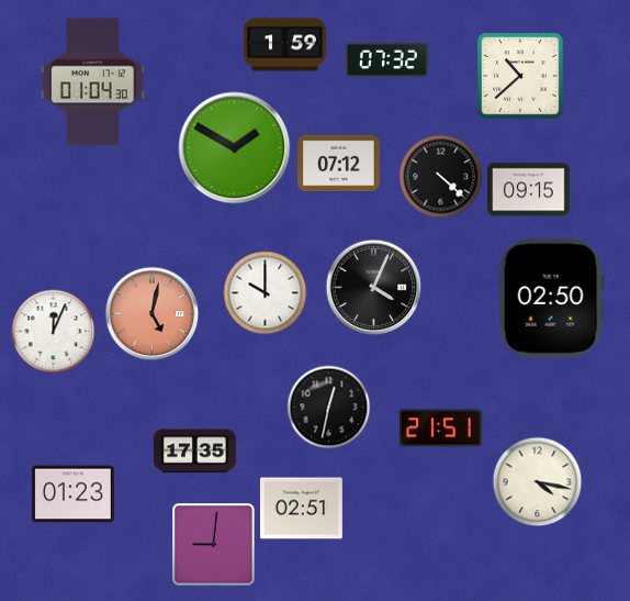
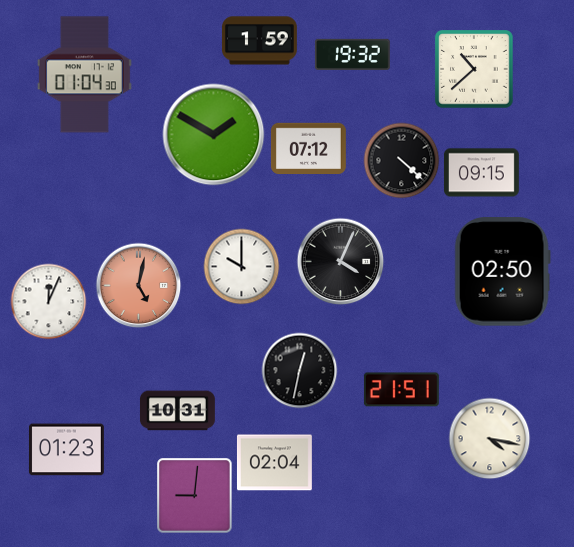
clock at (386, 59): 07:32 -> 19:32
clock at (194, 452): 17:35 -> 10:31
clock at (301, 509): 02:51 -> 02:04
